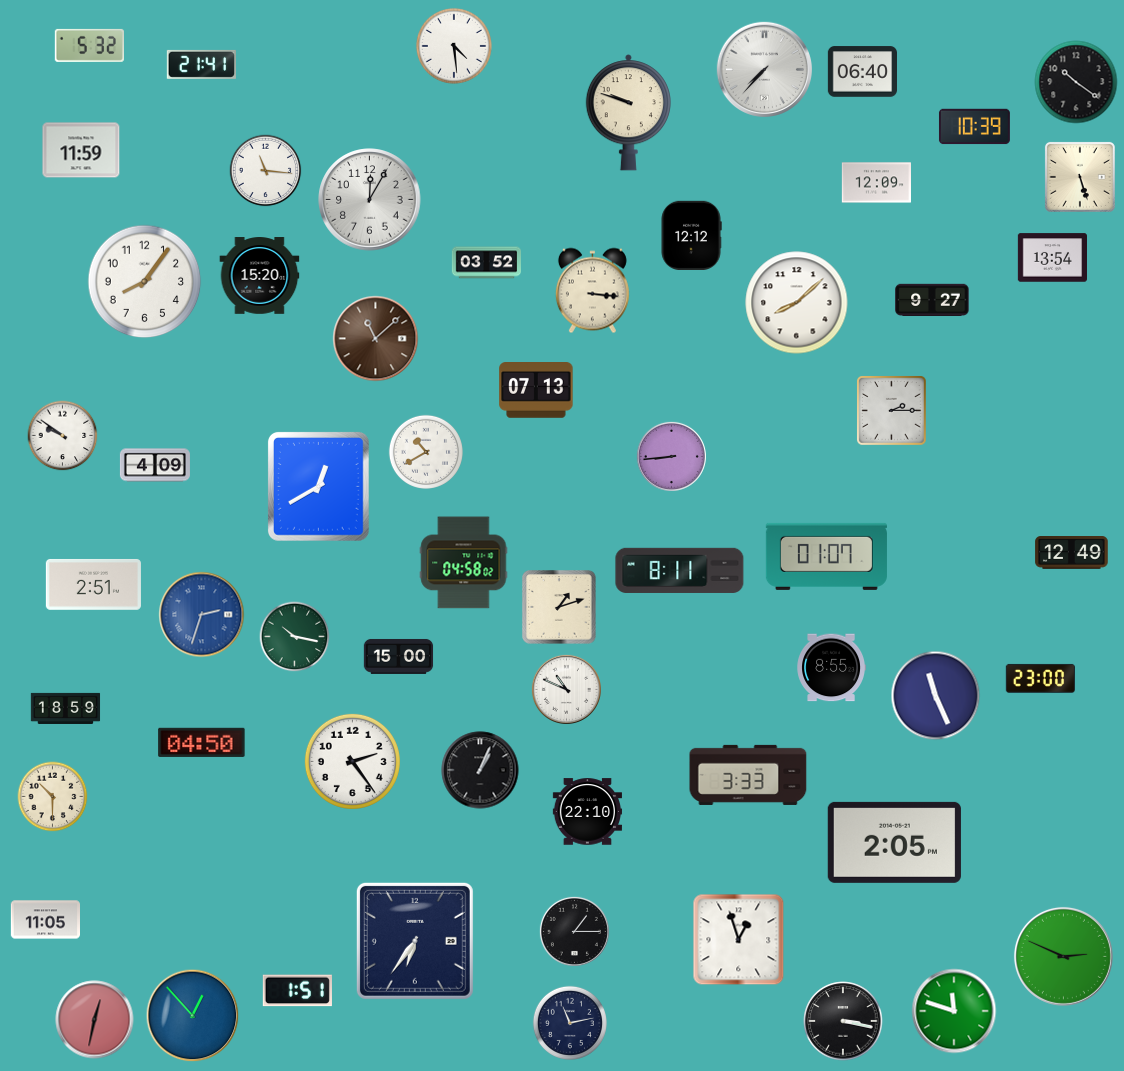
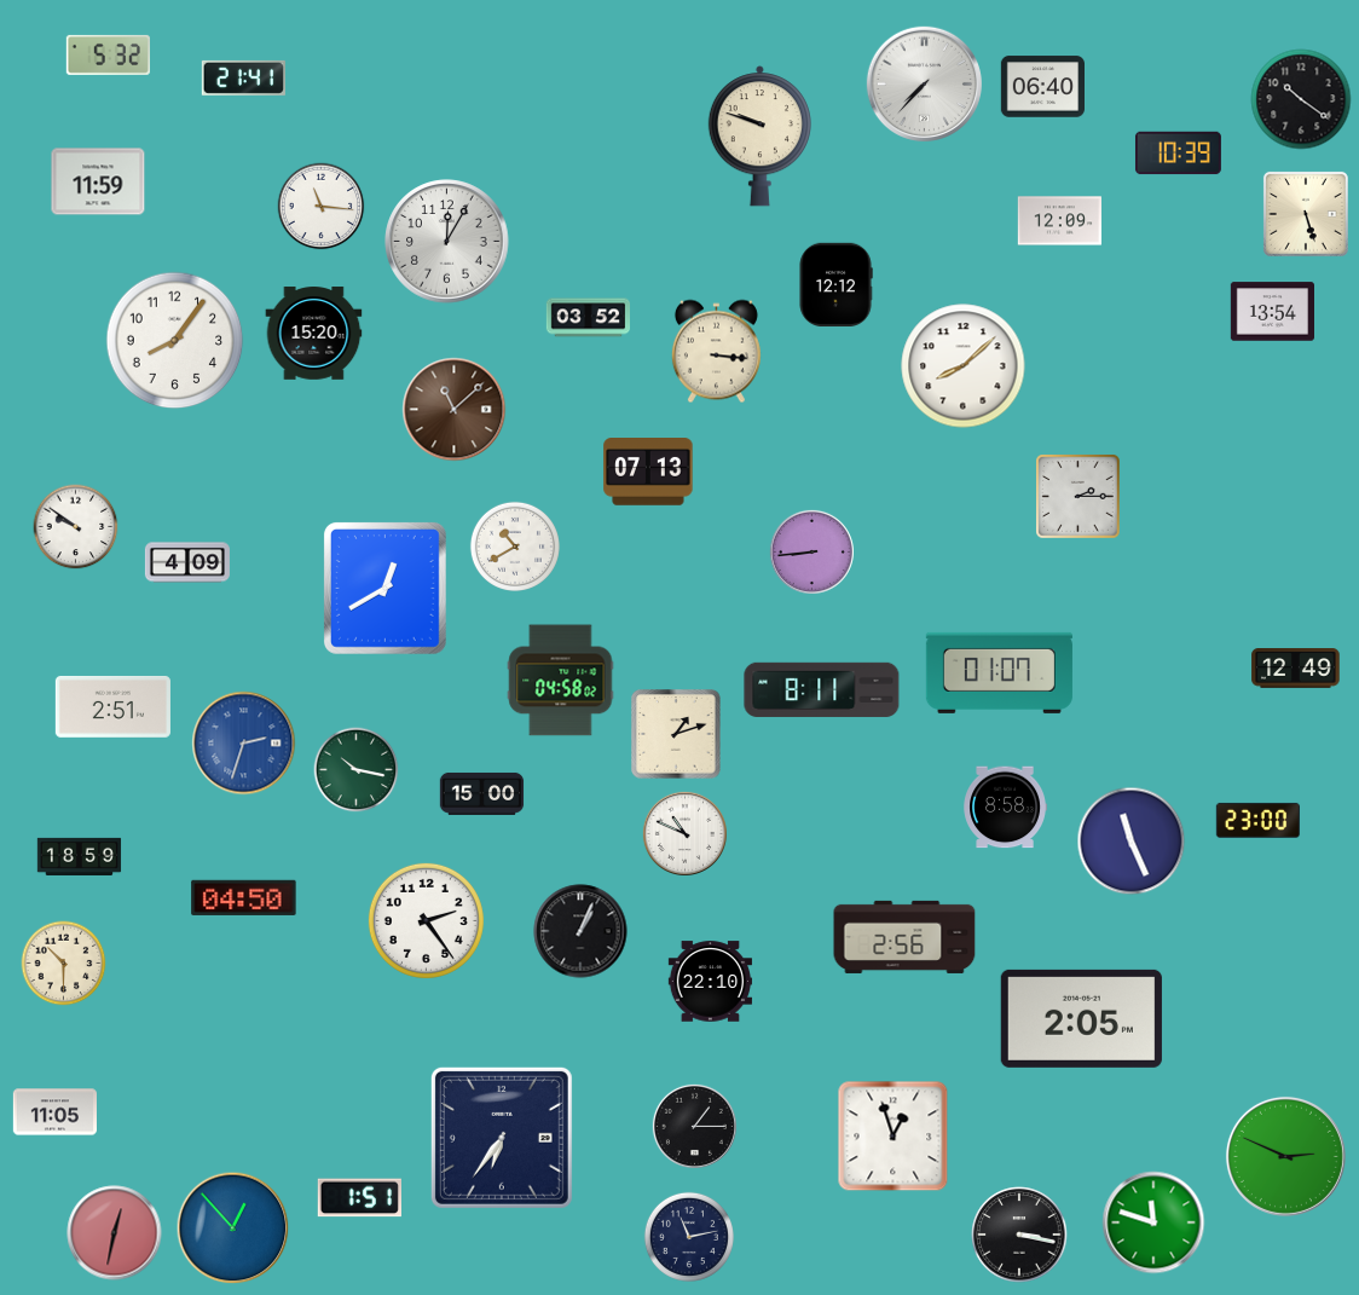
clock at (454, 46): 4:29 -> none
clock at (932, 299): 9:27 -> none
clock at (831, 668): 8:55 -> 8:58
clock at (748, 775): 3:33 -> 2:56
